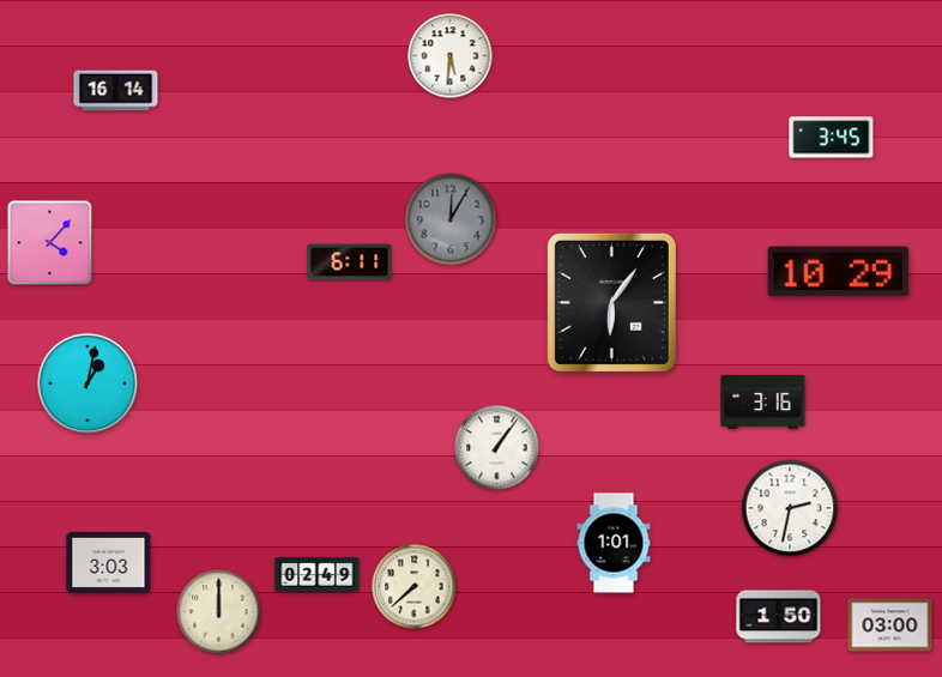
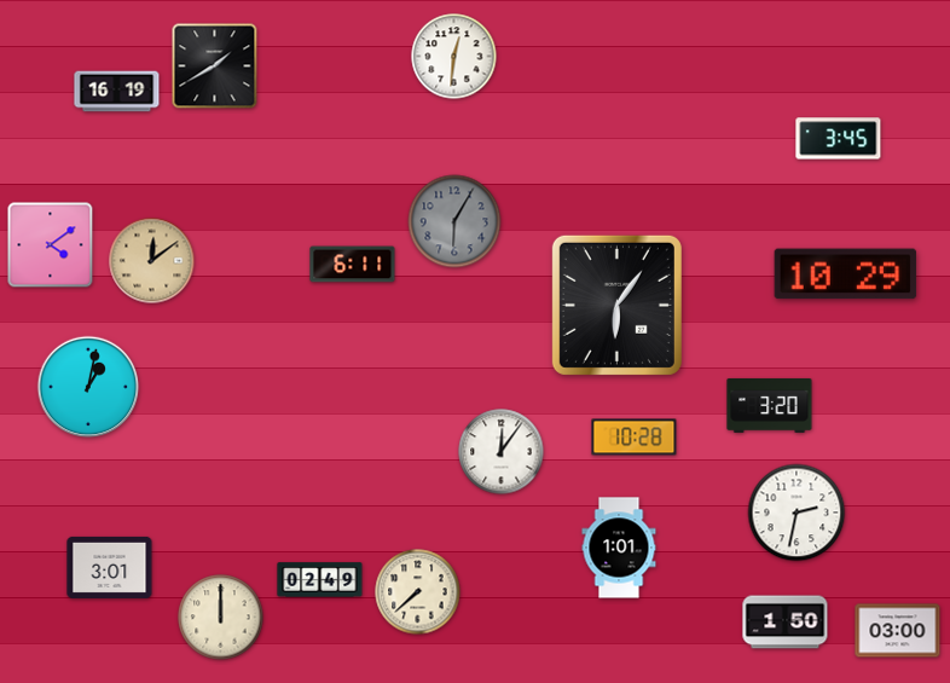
clock at (451, 56): 5:31 -> 12:31
clock at (215, 66): none -> 1:40
clock at (116, 91): 16:14 -> 16:19
clock at (451, 219): 12:05 -> 6:05
clock at (50, 243): 4:07 -> 4:09
clock at (152, 261): none -> 12:09
clock at (763, 401): 3:16 -> 3:20
clock at (635, 438): none -> 10:28
clock at (497, 448): 1:06 -> 12:06
clock at (109, 562): 3:03 -> 3:01
